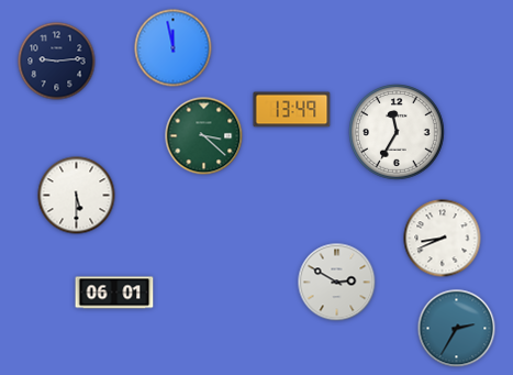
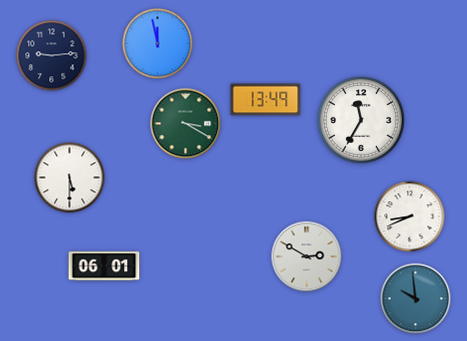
clock at (204, 136): 3:22 -> 3:20
clock at (443, 239) position: (443, 239) -> (410, 217)
clock at (457, 329): 2:35 -> 9:59
